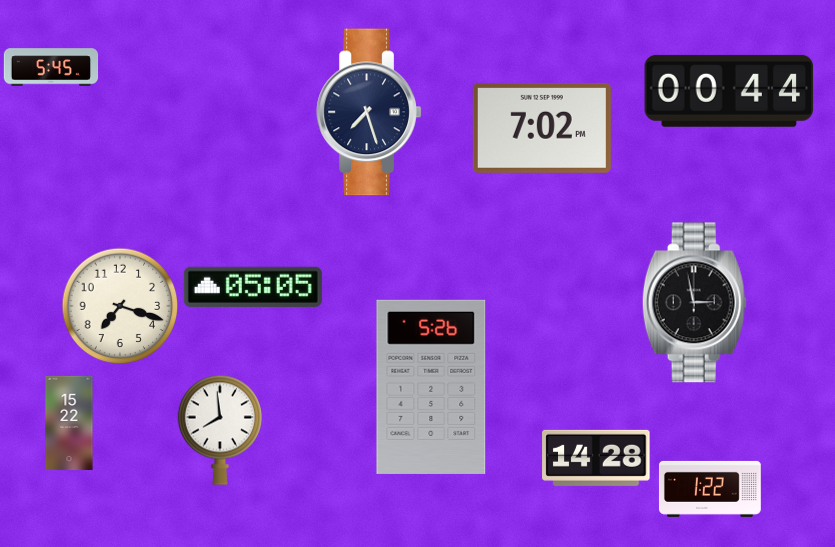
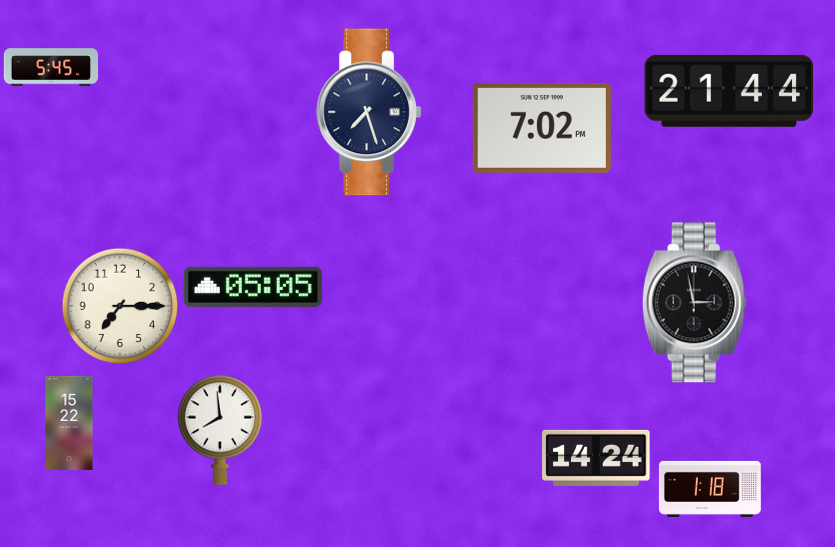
clock at (729, 91): 00:44 -> 21:44
clock at (120, 306): 7:18 -> 7:15
clock at (431, 387): 5:26 -> none
clock at (596, 458): 14:28 -> 14:24
clock at (710, 489): 1:22 -> 1:18
